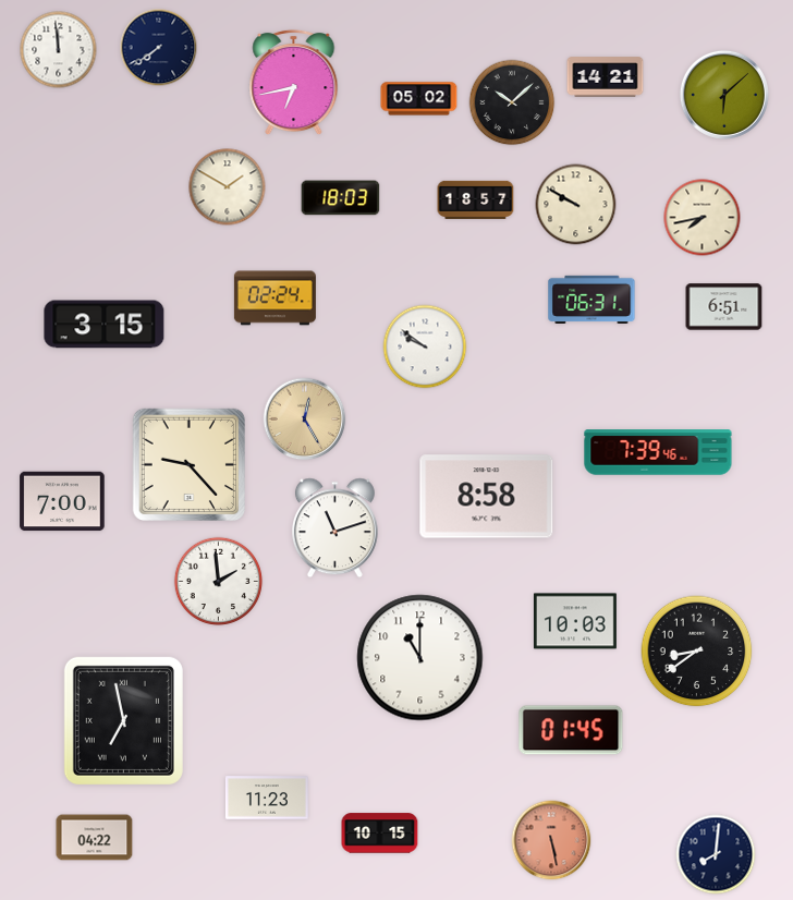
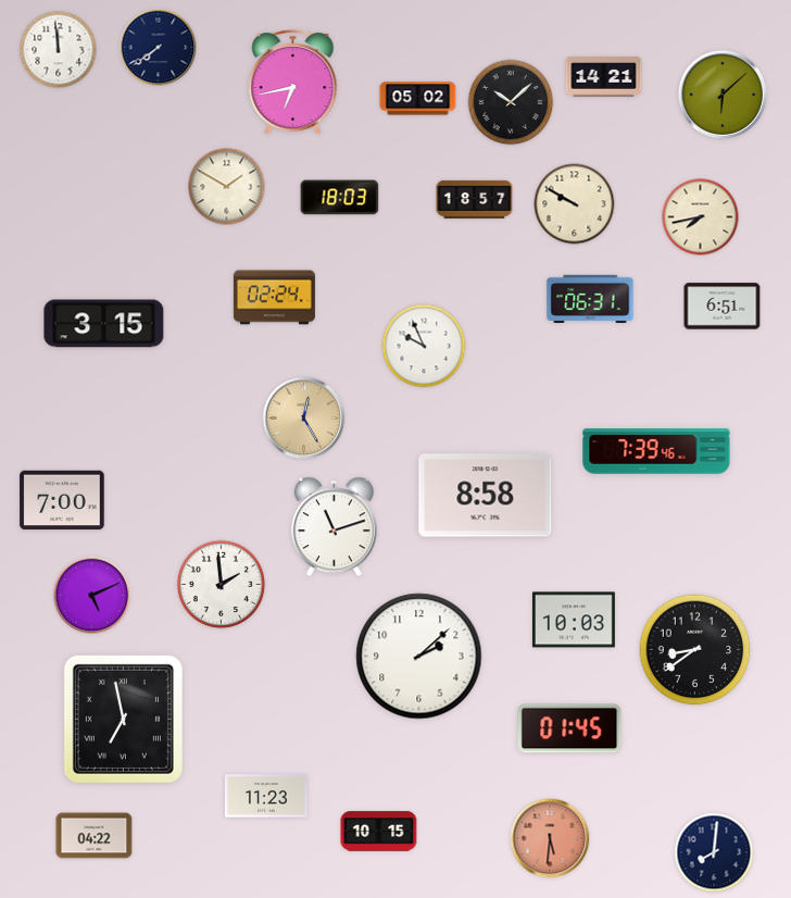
clock at (425, 346): 9:51 -> 9:56
clock at (190, 465): 9:23 -> none
clock at (219, 582) position: (219, 582) -> (222, 585)
clock at (92, 596): none -> 5:11
clock at (420, 658): 11:00 -> 2:08
clock at (551, 840): 5:28 -> 5:31
